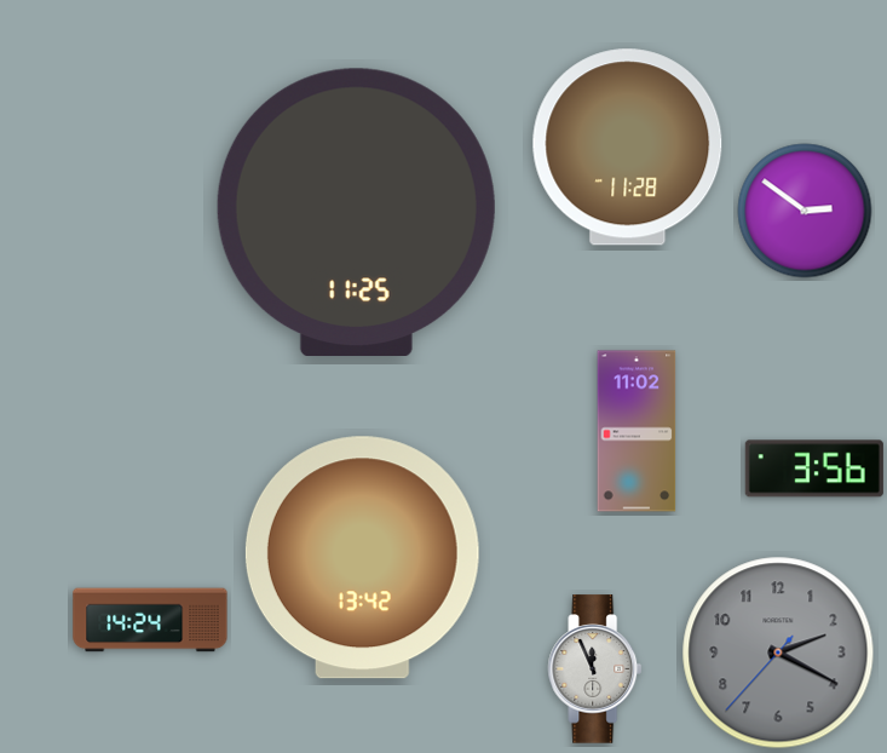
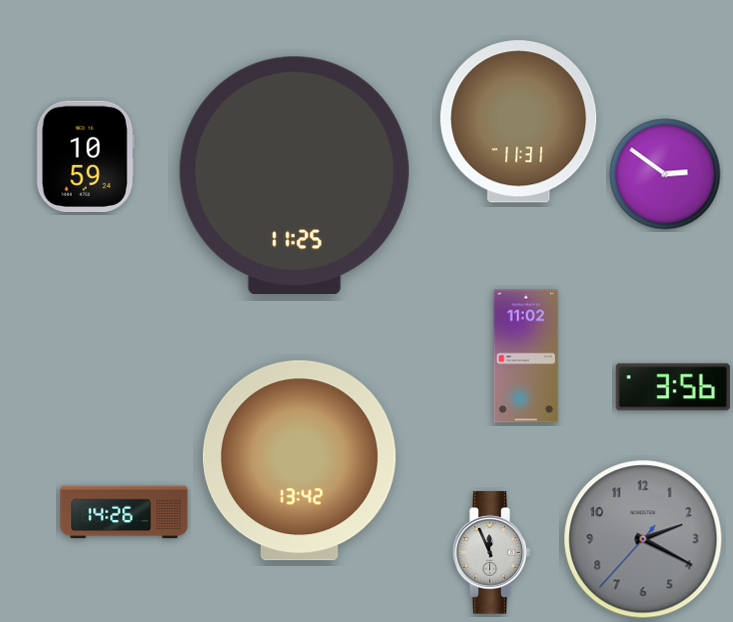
clock at (628, 148): 11:28 -> 11:31
clock at (85, 156): none -> 10:59
clock at (150, 620): 14:24 -> 14:26
